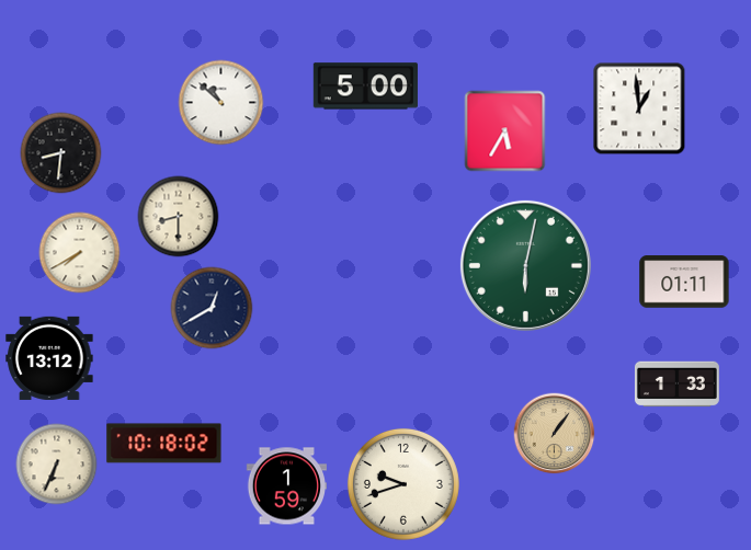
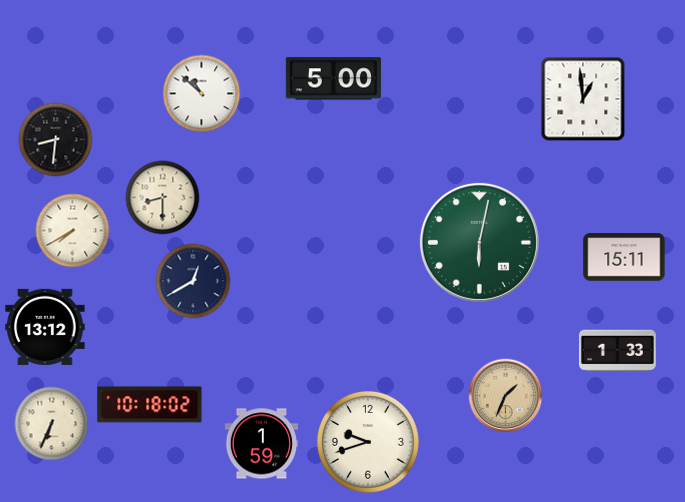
clock at (505, 131): 5:35 -> none
clock at (684, 282): 01:11 -> 15:11
clock at (555, 434): 1:06 -> 1:34
